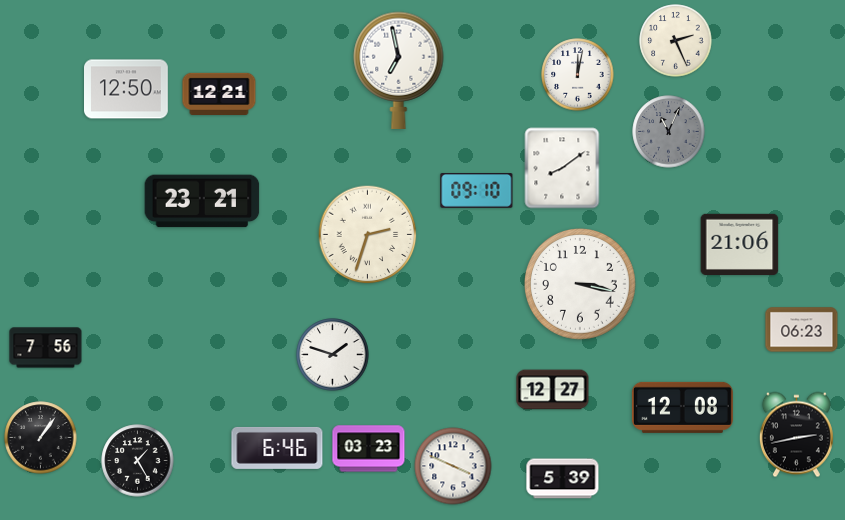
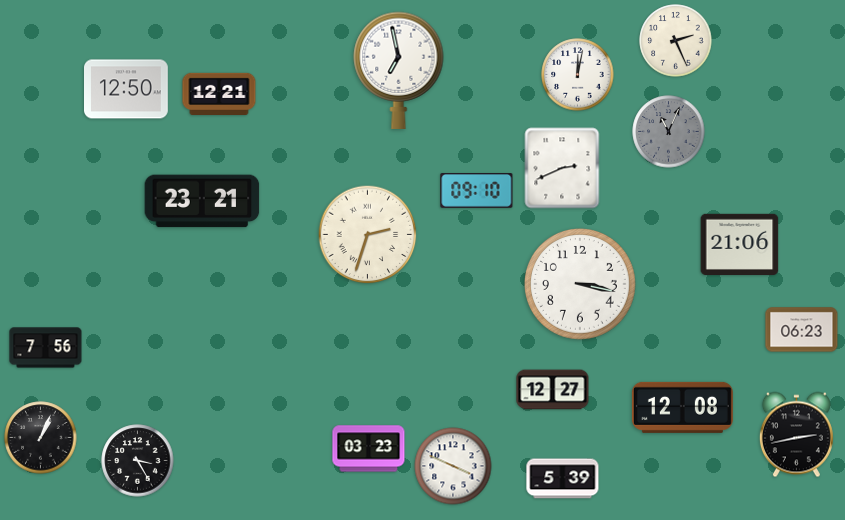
clock at (562, 168): 8:09 -> 2:41
clock at (333, 355): 1:48 -> none
clock at (41, 438): 1:06 -> 1:04
clock at (277, 448): 6:46 -> none
clock at (138, 461): 1:25 -> 3:25
